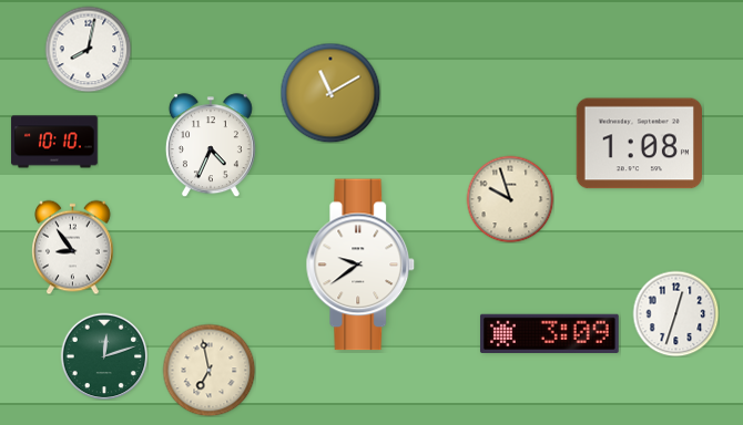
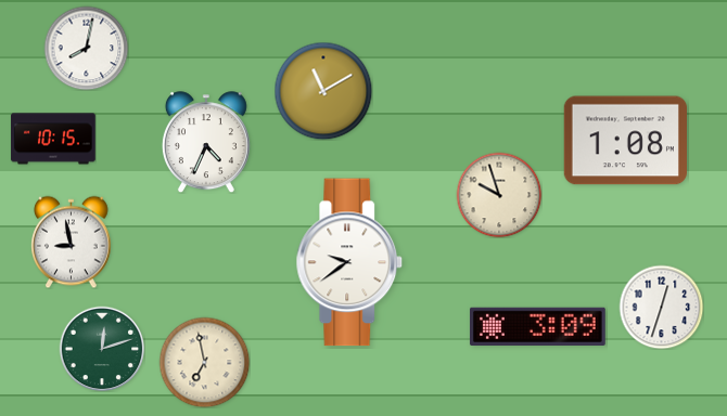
clock at (54, 142): 10:10 -> 10:15
clock at (73, 247): 8:54 -> 8:58
clock at (360, 265) position: (360, 265) -> (349, 262)
